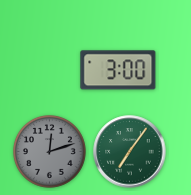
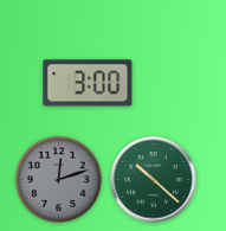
clock at (118, 70) position: (118, 70) -> (88, 83)
clock at (130, 152): 7:06 -> 10:22
